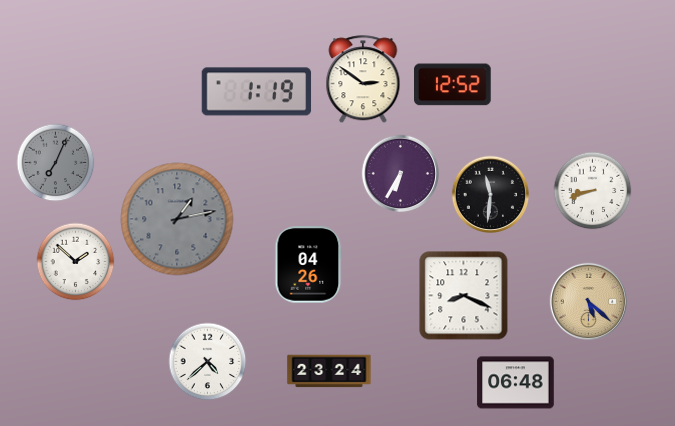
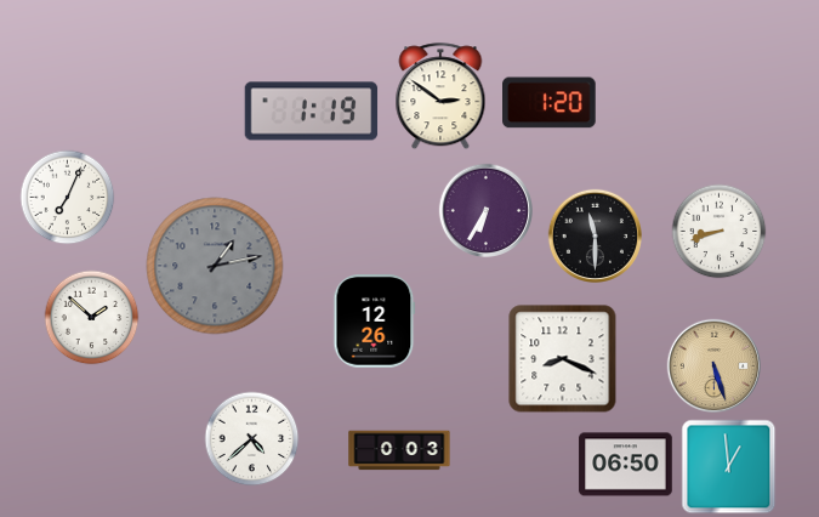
clock at (453, 85): 12:52 -> 1:20
clock at (55, 162) dial: grey -> white
clock at (490, 194): 11:31 -> 11:30
clock at (309, 265): 04:26 -> 12:26
clock at (588, 301): 5:22 -> 5:27
clock at (329, 371): 23:24 -> 0:03
clock at (516, 383): 06:48 -> 06:50
clock at (728, 466): none -> 12:59
